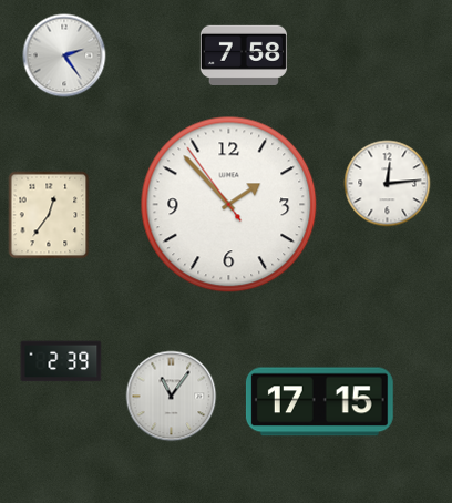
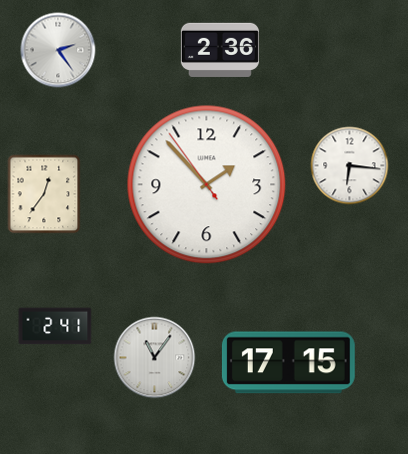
clock at (244, 55): 7:58 -> 2:36
clock at (388, 184): 12:14 -> 6:16
clock at (61, 361): 2:39 -> 2:41
